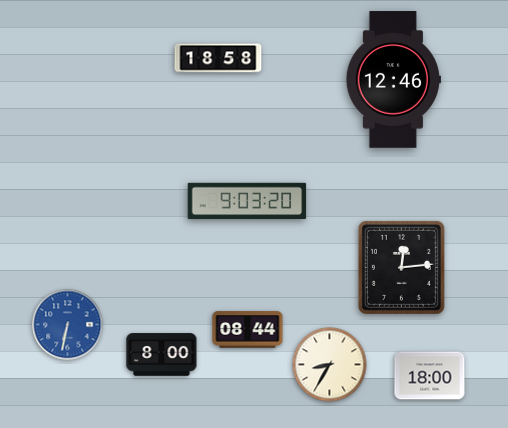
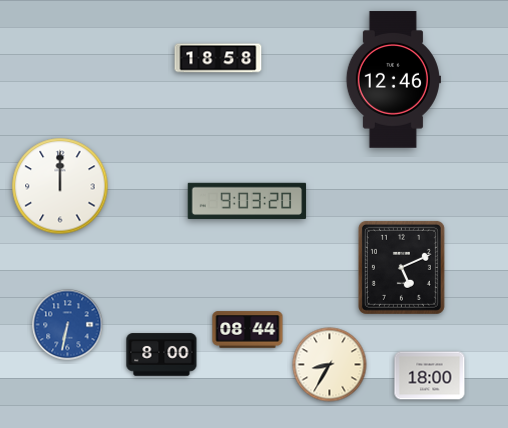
clock at (60, 186): none -> 12:00
clock at (401, 267): 12:14 -> 5:11
